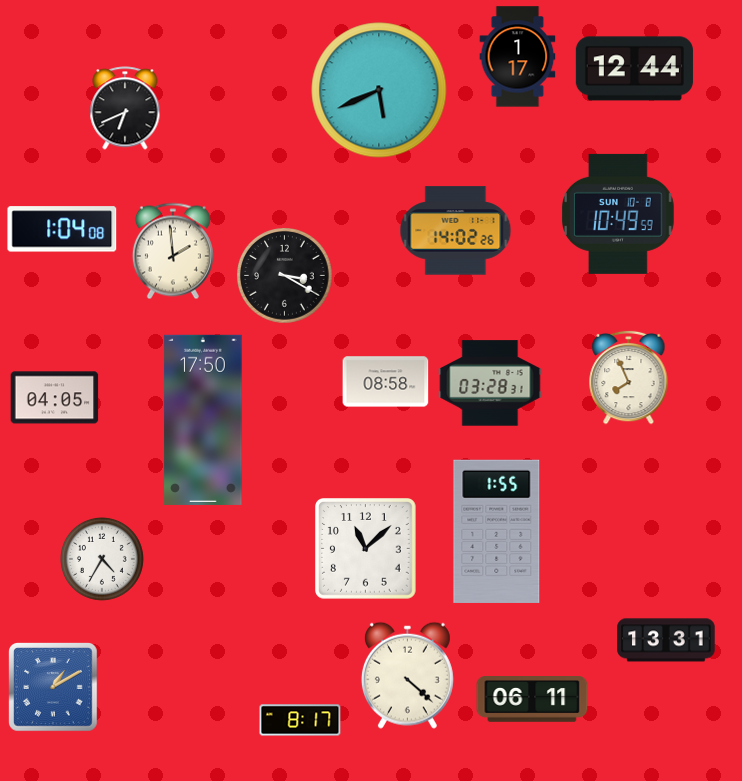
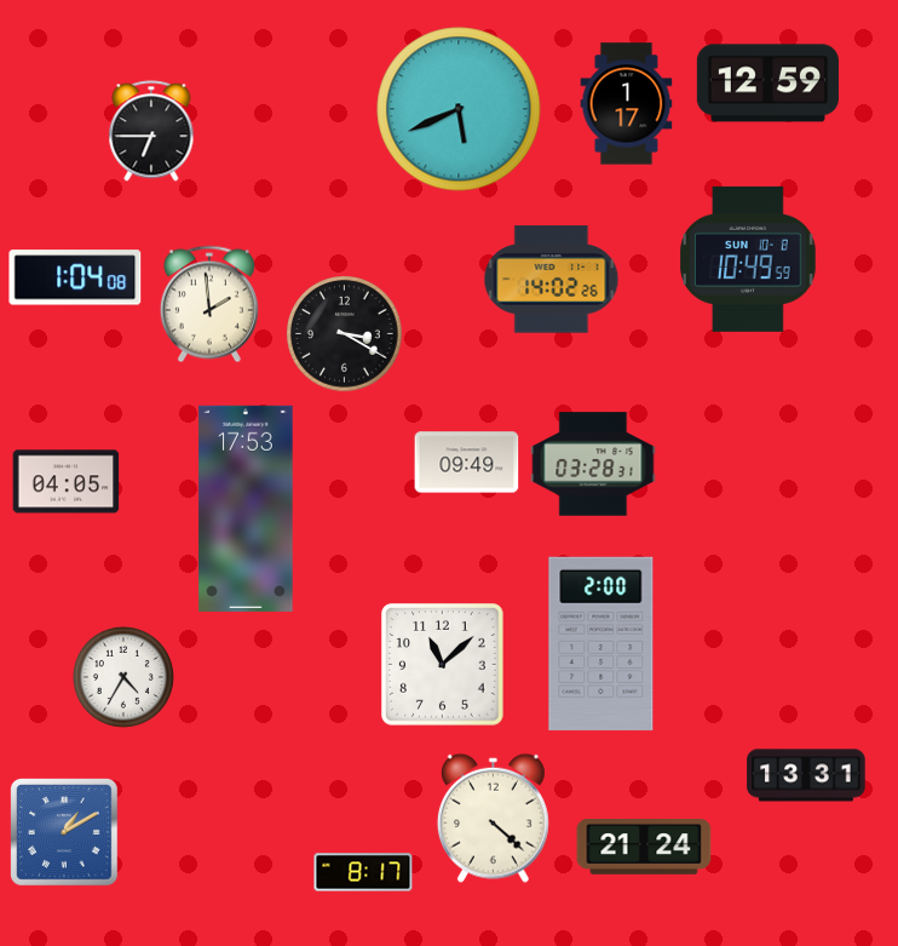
clock at (518, 57) position: (518, 57) -> (627, 104)
clock at (634, 69): 12:44 -> 12:59
clock at (125, 108): 6:41 -> 6:45
clock at (629, 377): 7:56 -> none
clock at (386, 382): 08:58 -> 09:49
clock at (203, 420): 17:50 -> 17:53
clock at (497, 531): 1:55 -> 2:00
clock at (532, 699): 06:11 -> 21:24
